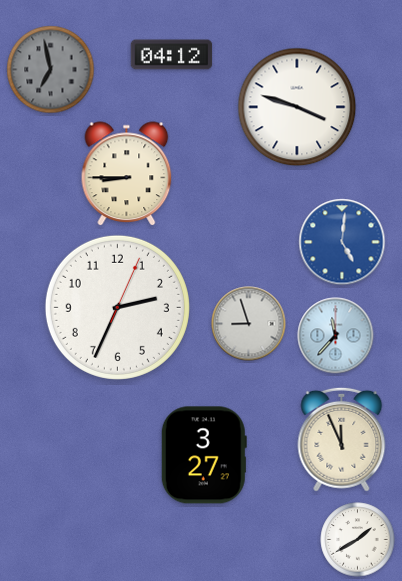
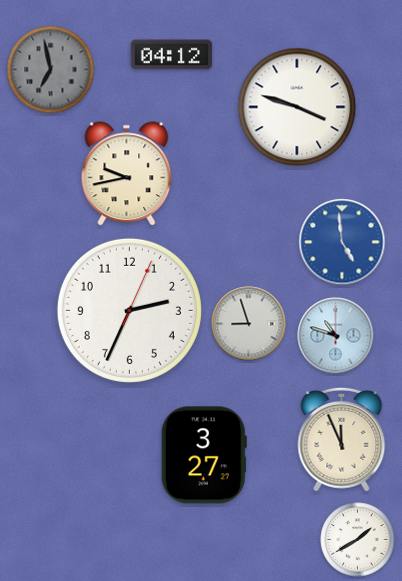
clock at (127, 174): 8:45 -> 9:43
clock at (342, 242): 5:01 -> 4:59
clock at (117, 307) position: (117, 307) -> (129, 310)
clock at (336, 336): 11:37 -> 10:48
